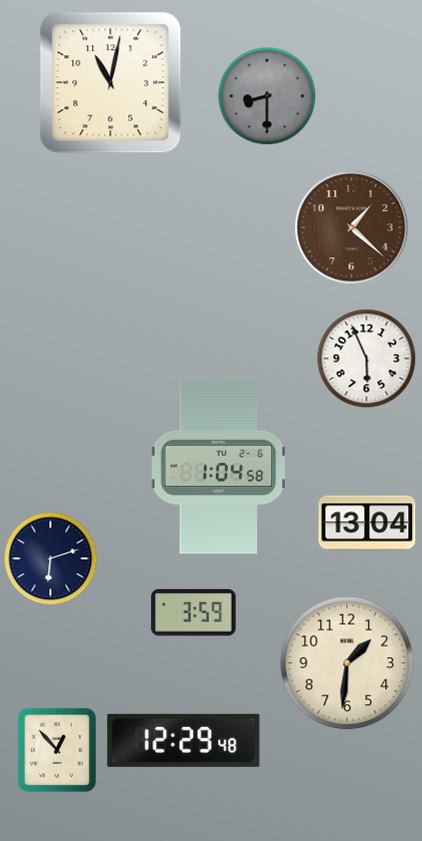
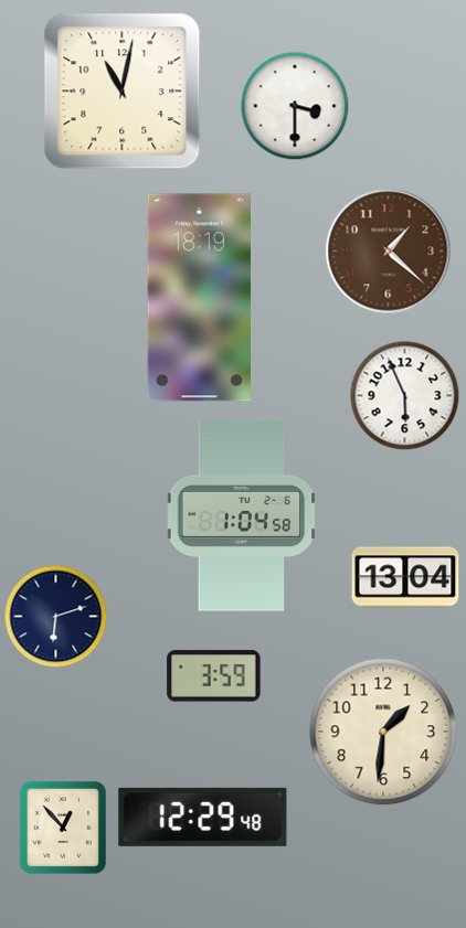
clock at (267, 96): 8:30 -> 3:30
clock at (267, 96) dial: grey -> white
clock at (199, 298): none -> 18:19
